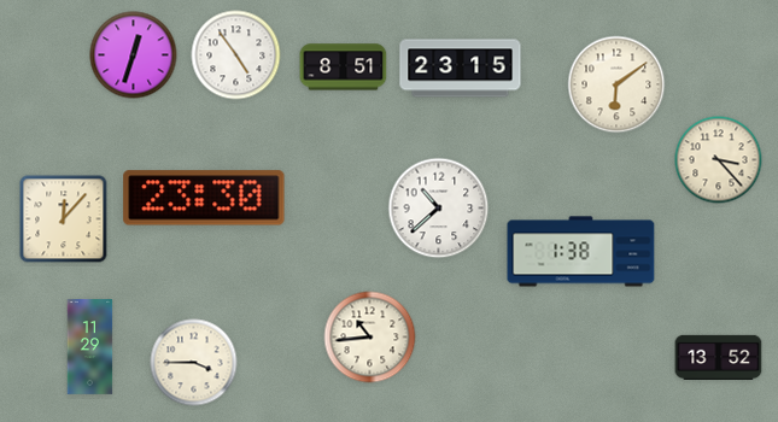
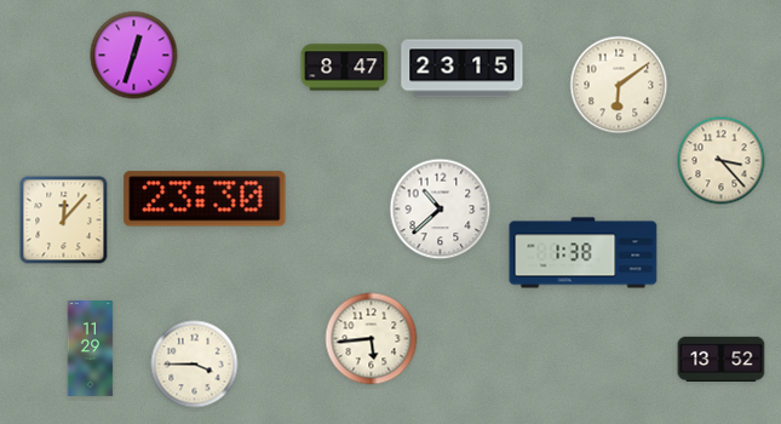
clock at (236, 55): 4:54 -> none
clock at (344, 68): 8:51 -> 8:47
clock at (370, 338): 10:44 -> 5:44
